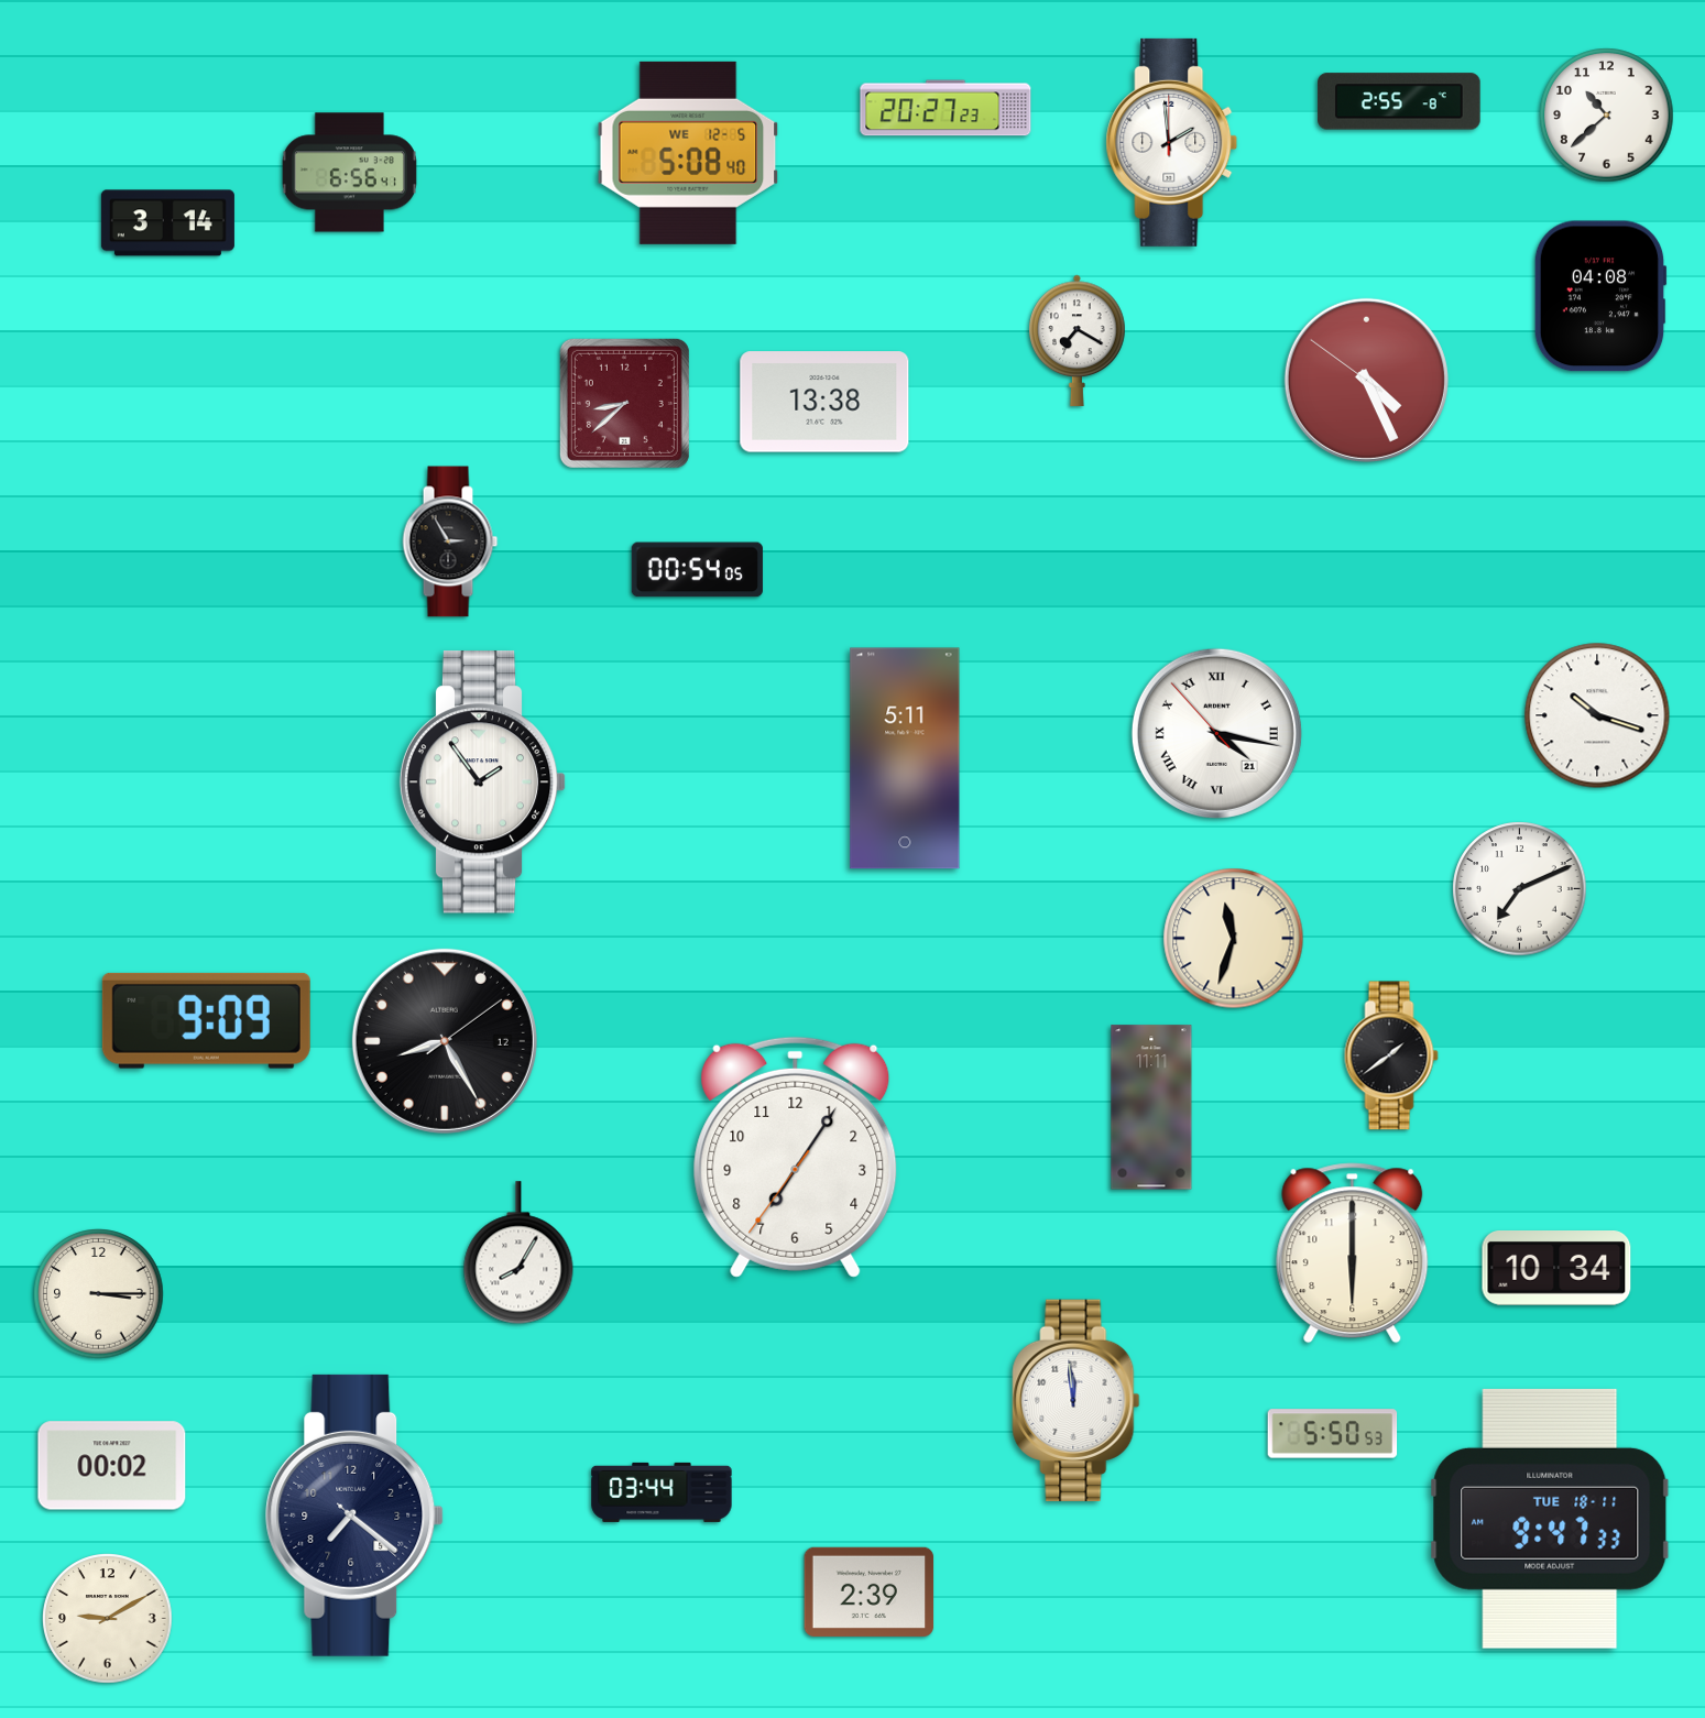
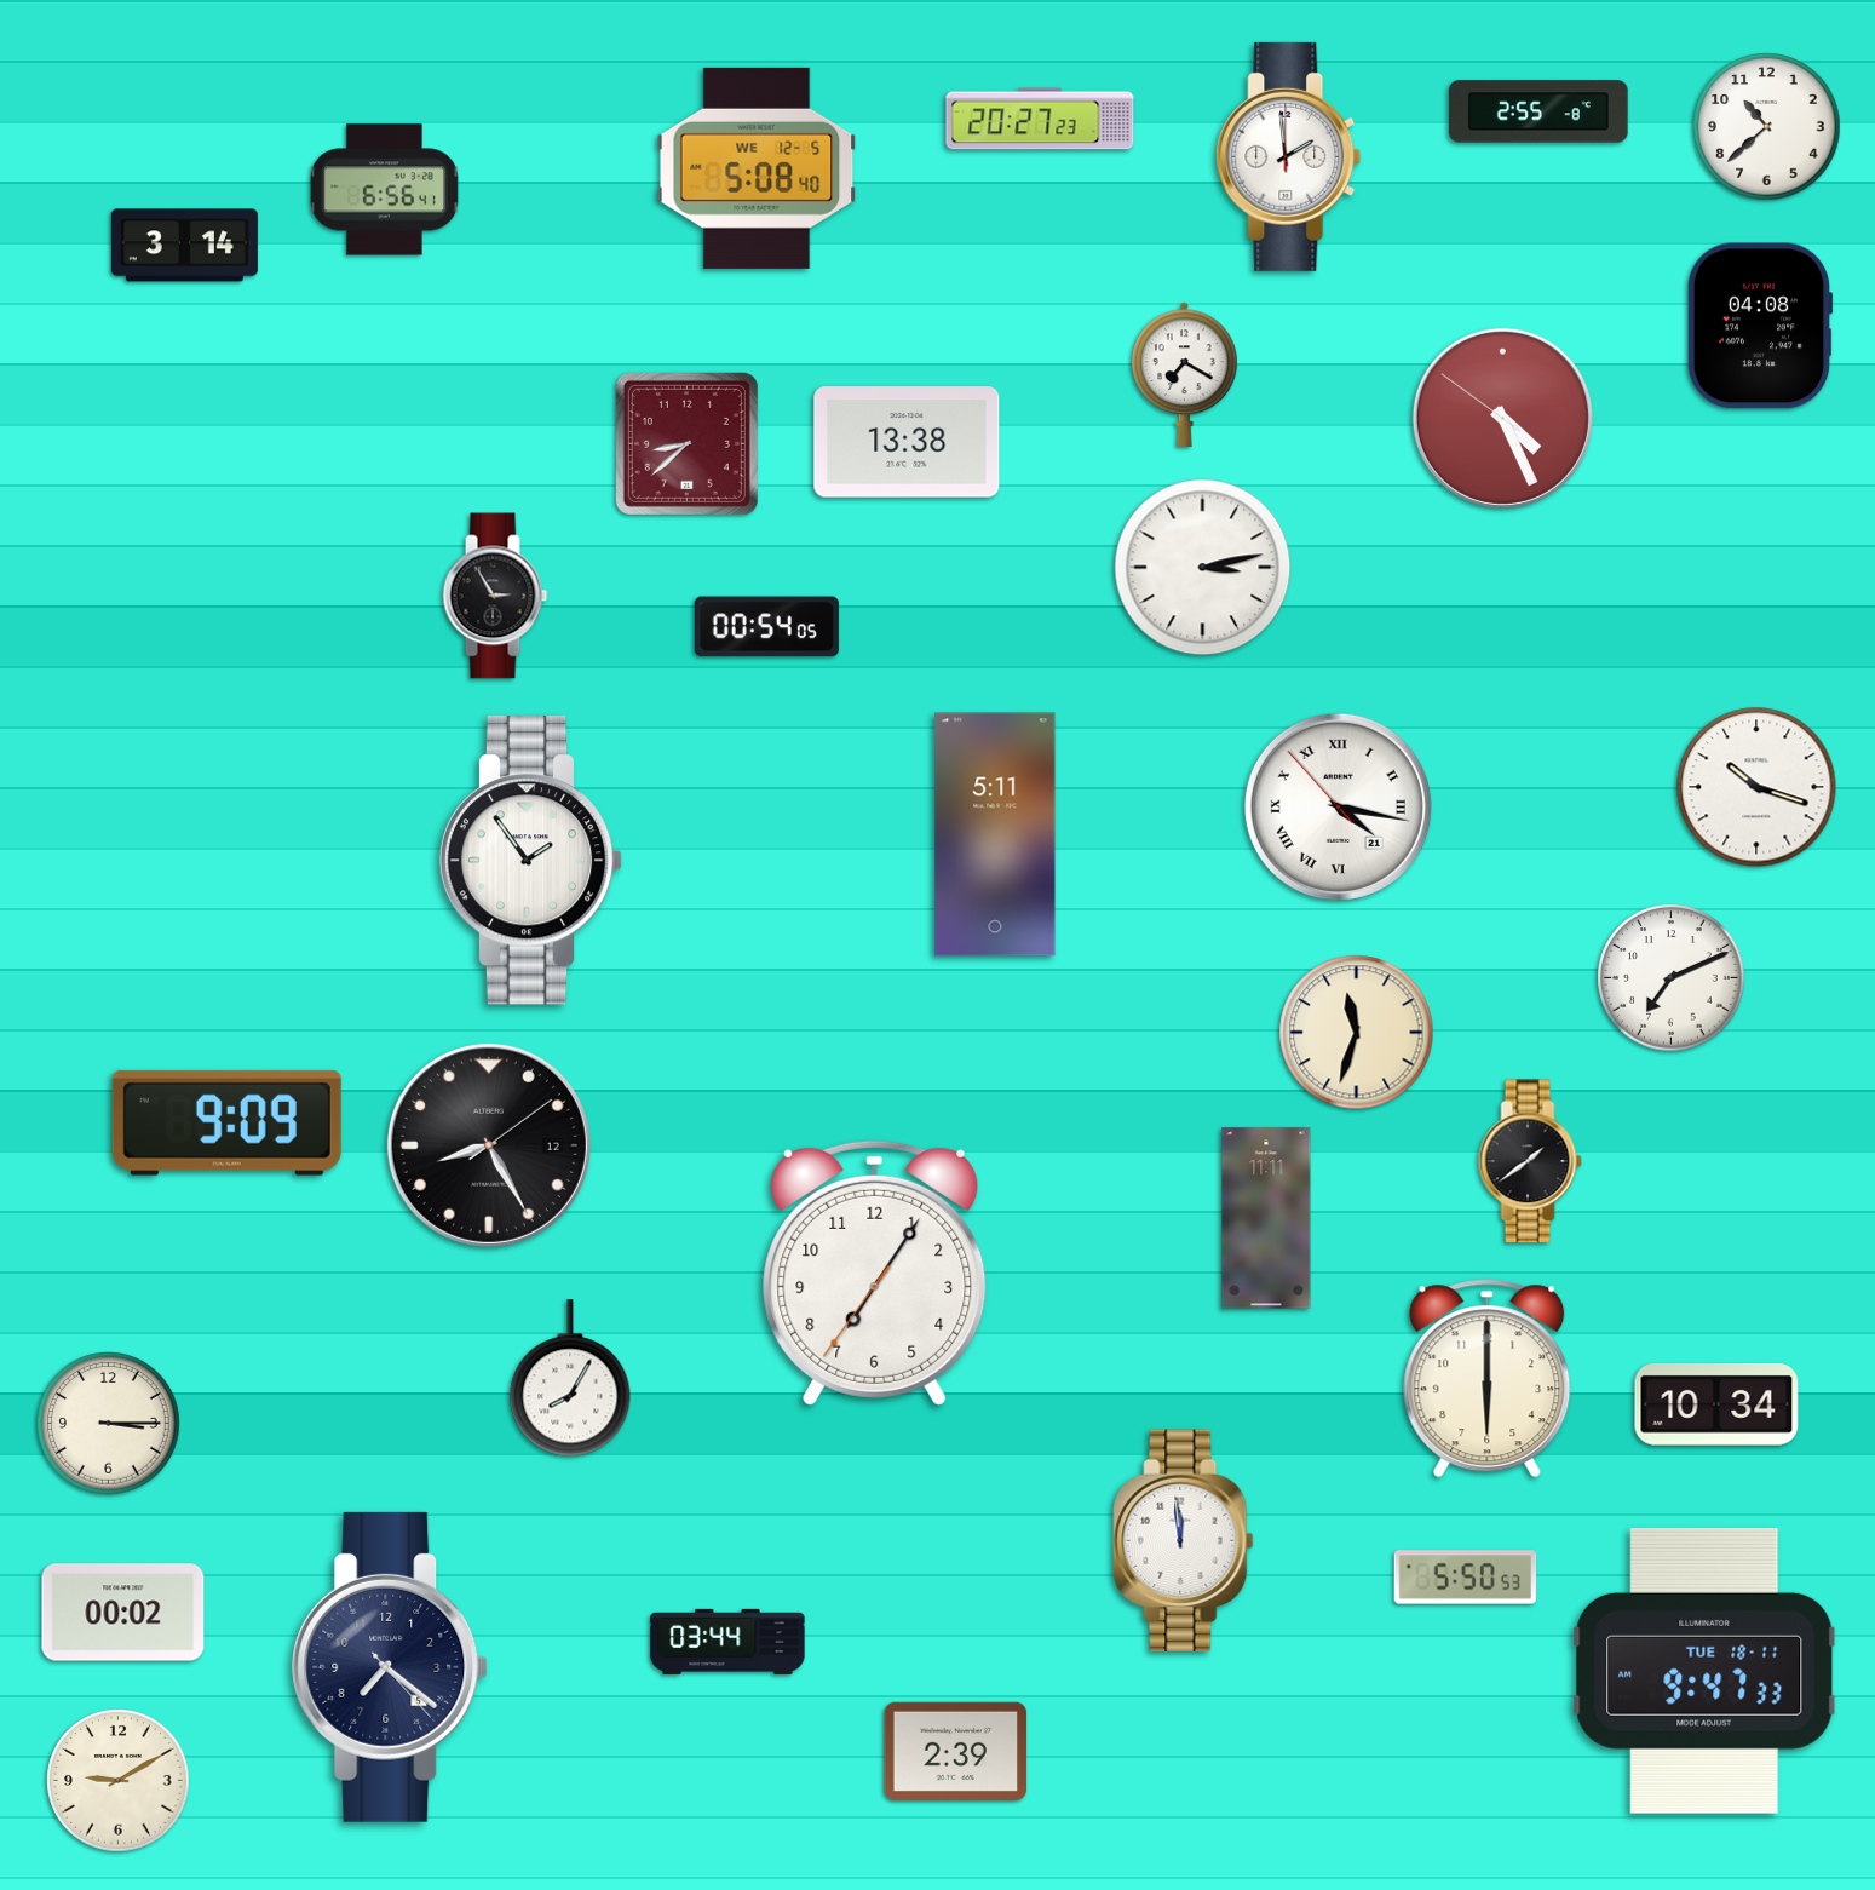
clock at (1203, 568): none -> 3:13
clock at (1556, 1269) position: (1556, 1269) -> (1716, 1406)
clock at (354, 1515): 7:21:22 -> 7:21:23
